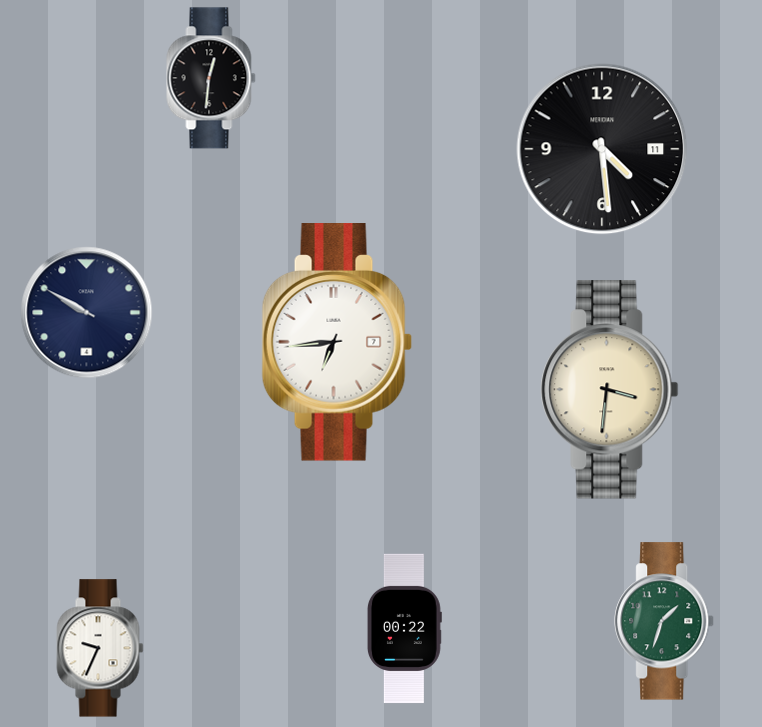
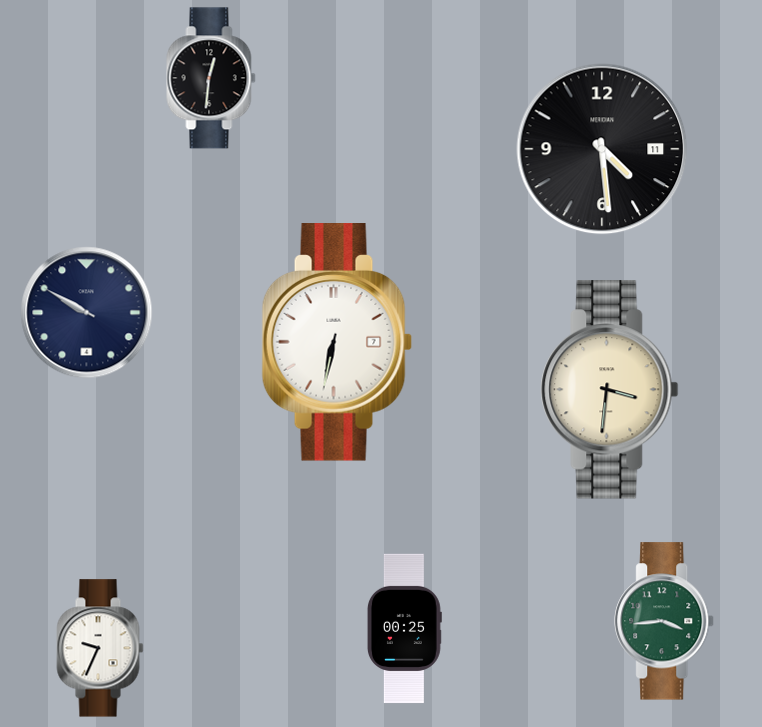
clock at (337, 343): 6:44 -> 6:32
clock at (665, 621): 1:33 -> 3:44
clock at (404, 629): 00:22 -> 00:25
